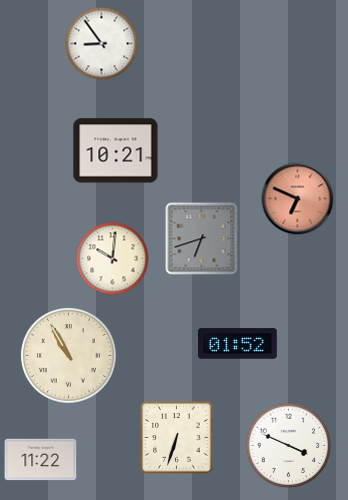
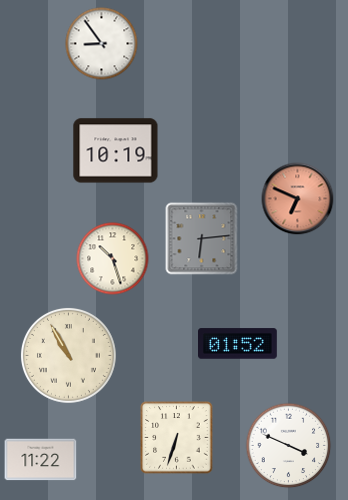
clock at (116, 151): 10:21 -> 10:19
clock at (202, 239): 6:42 -> 6:14
clock at (113, 259): 10:01 -> 10:27
